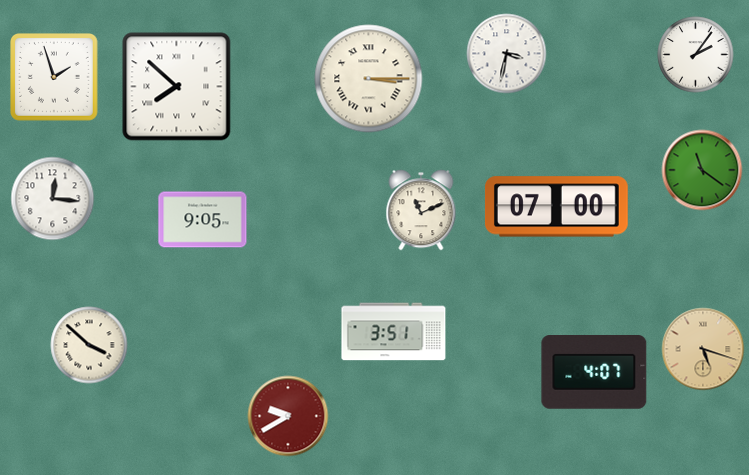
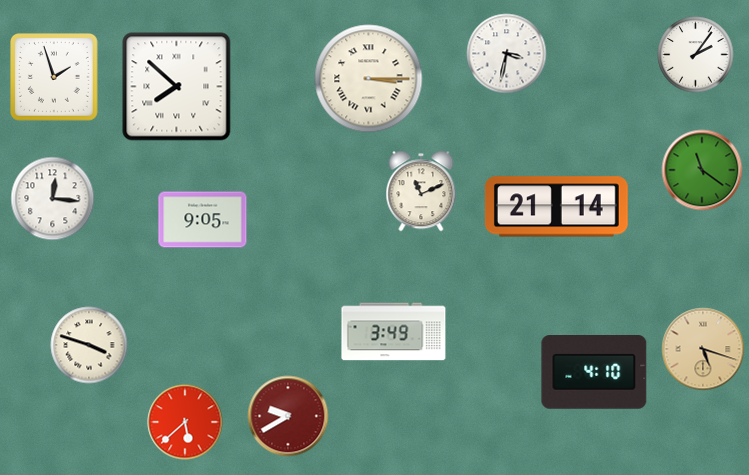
clock at (556, 207): 07:00 -> 21:14
clock at (421, 210) position: (421, 210) -> (421, 191)
clock at (394, 332): 3:51 -> 3:49
clock at (89, 345): 3:52 -> 3:48
clock at (594, 373): 4:07 -> 4:10
clock at (185, 422): none -> 5:38
